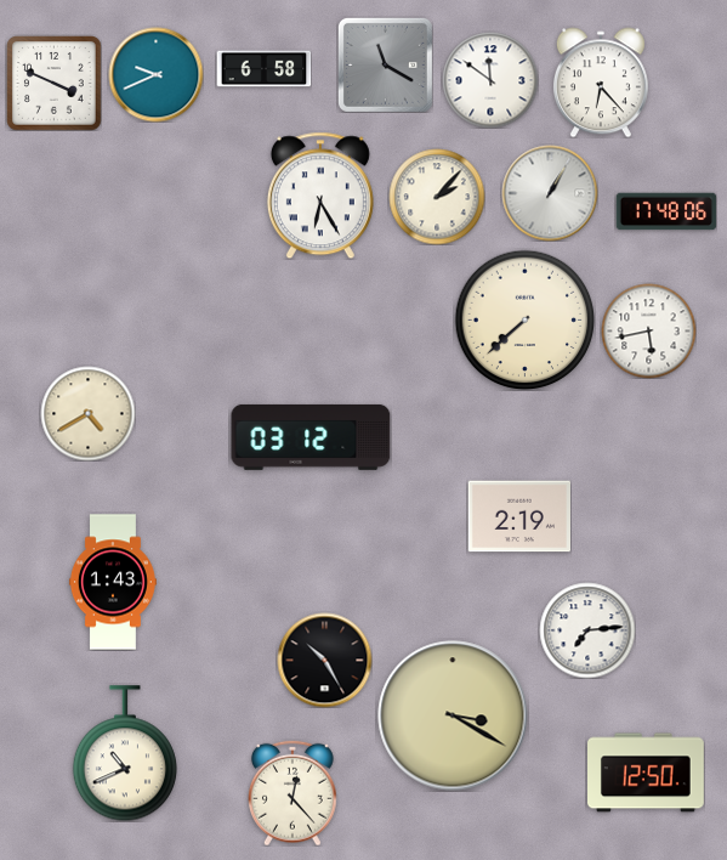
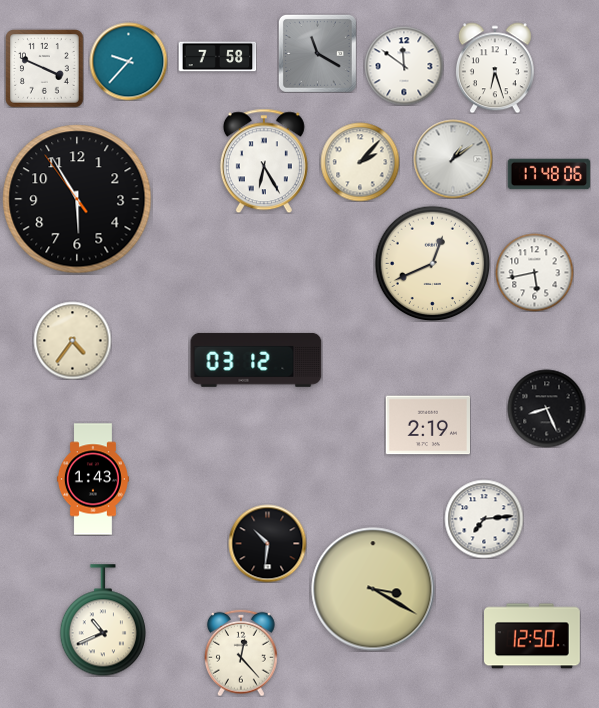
clock at (263, 69): 6:58 -> 7:58
clock at (155, 74): 9:41 -> 9:37
clock at (601, 83): 6:23 -> 6:27
clock at (550, 193): 1:05 -> 1:09
clock at (77, 199): none -> 5:54
clock at (524, 319): 7:38 -> 12:41
clock at (87, 413): 4:40 -> 4:36
clock at (546, 408): none -> 8:26
clock at (324, 660): 10:25 -> 10:31
